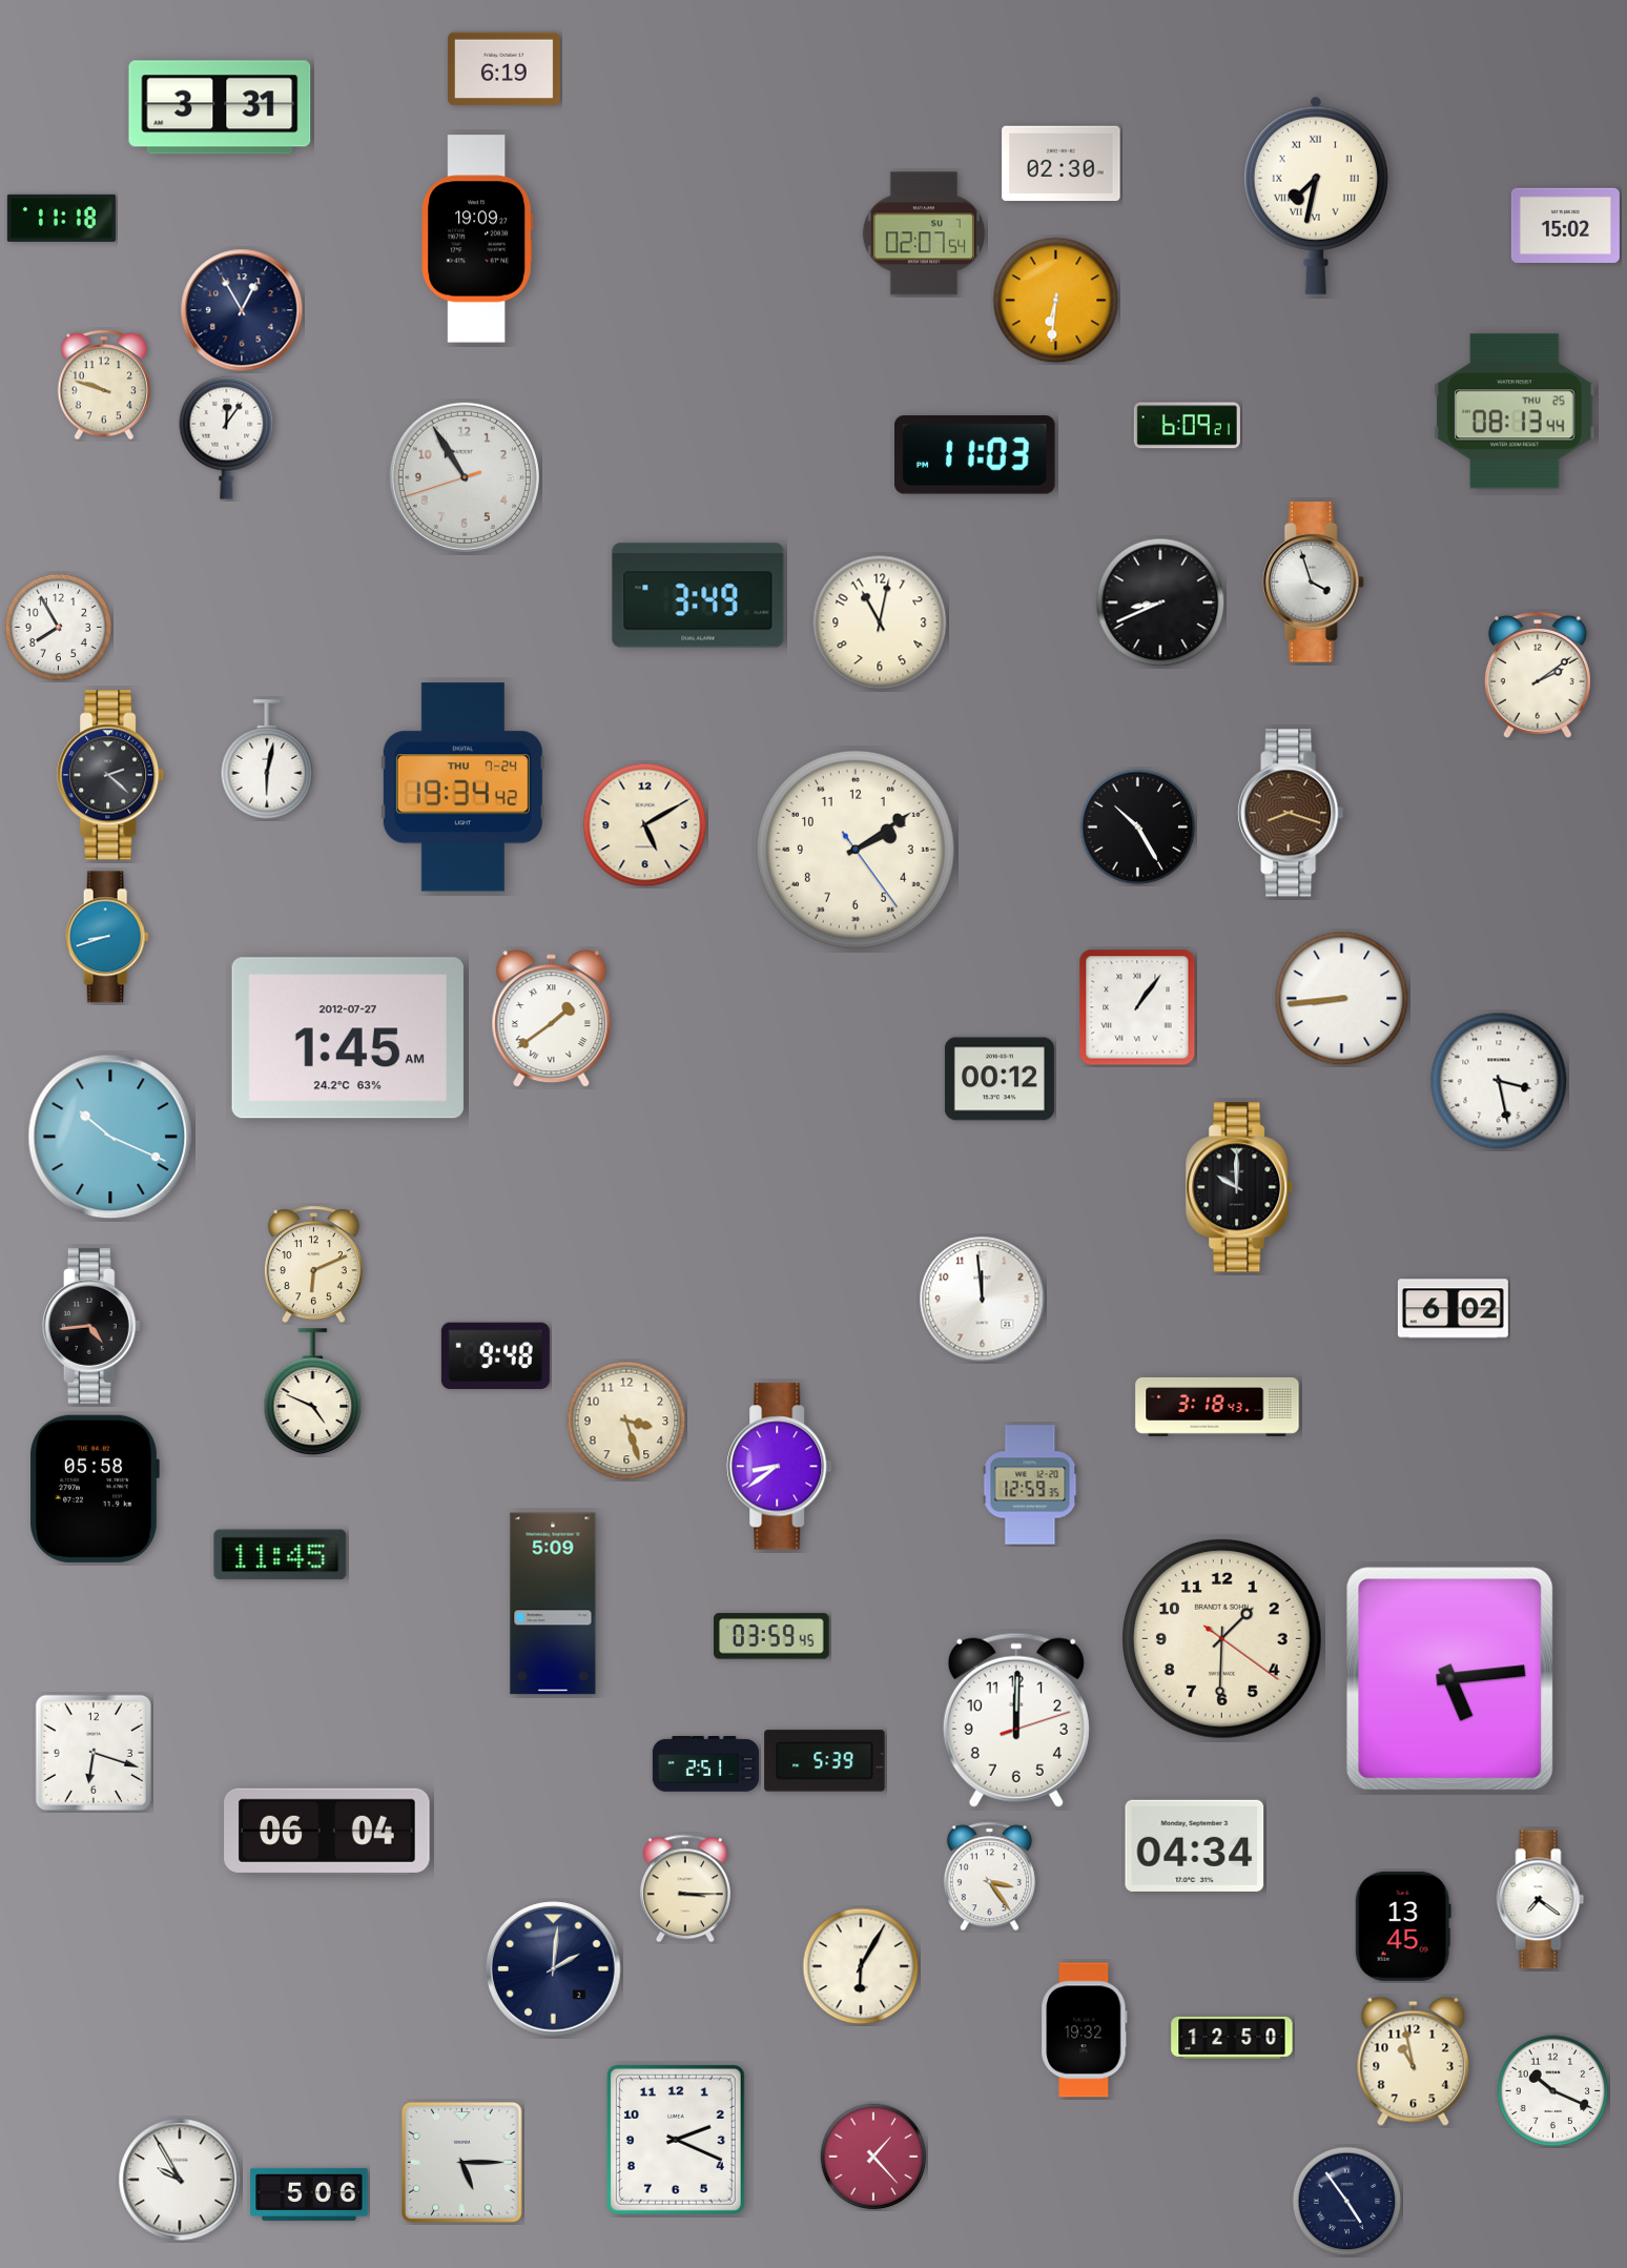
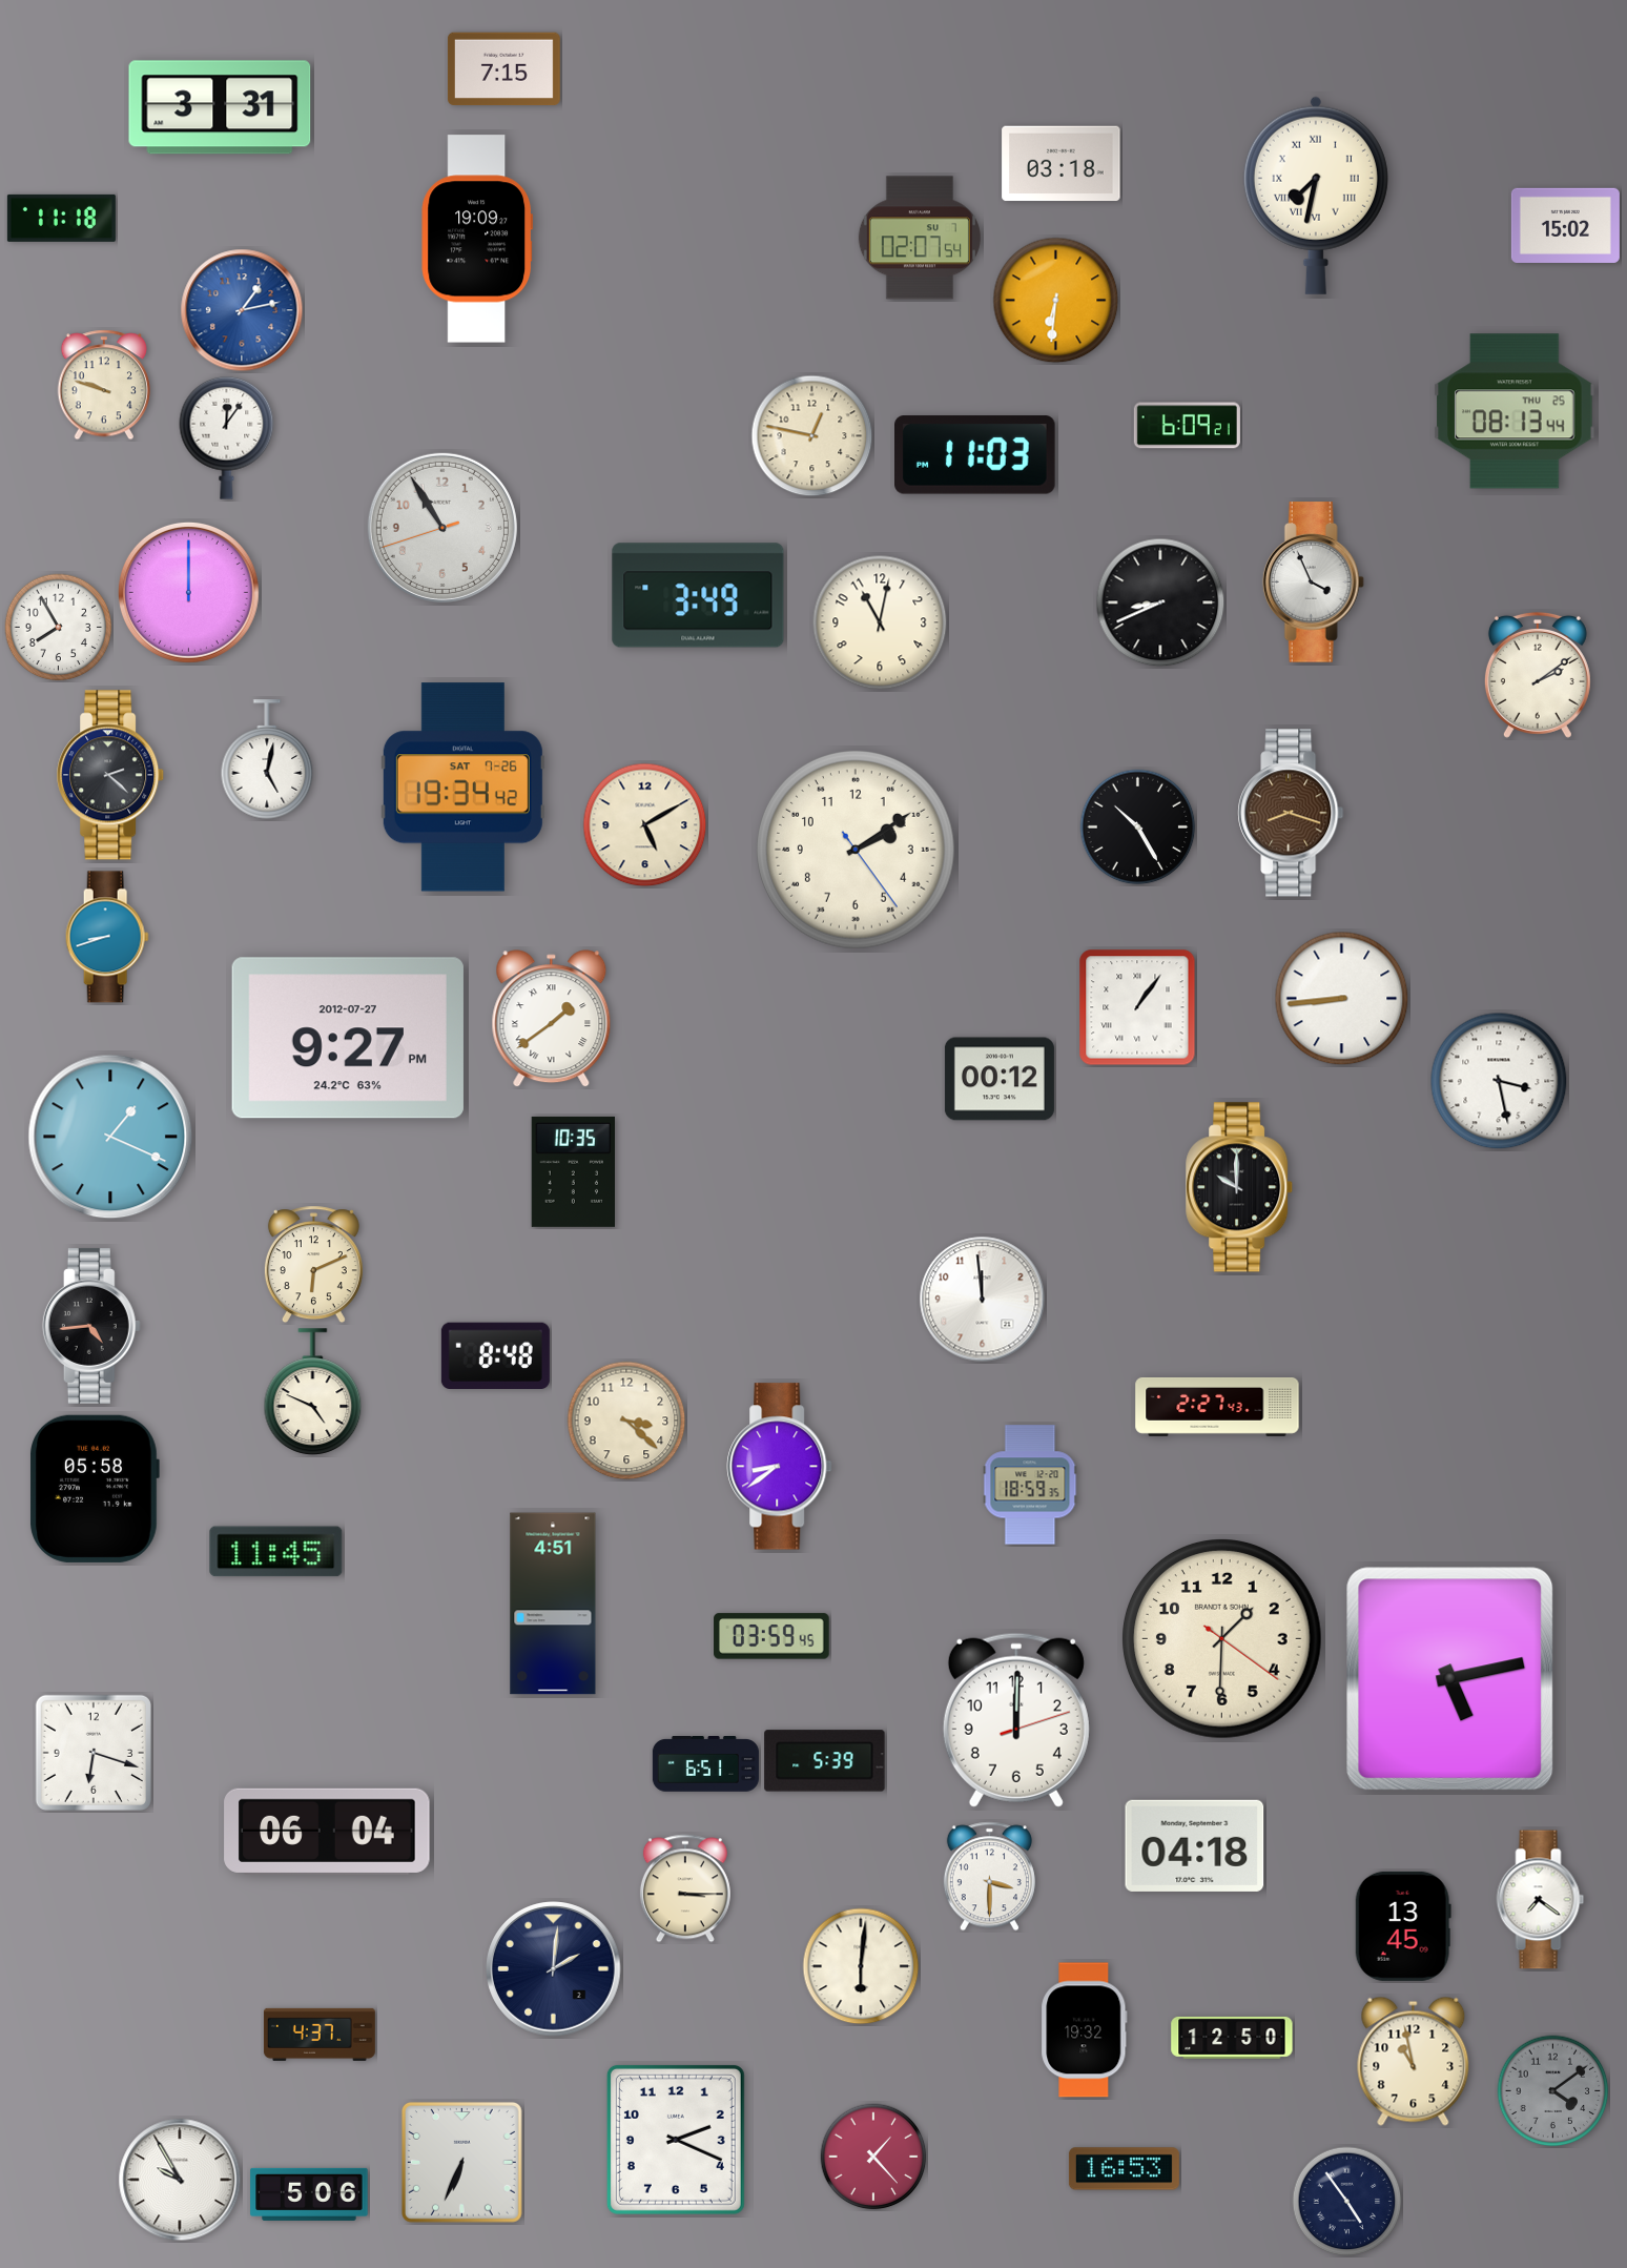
clock at (503, 69): 6:19 -> 7:15
clock at (1062, 164): 02:30 -> 03:18
clock at (924, 233) position: (924, 233) -> (920, 238)
clock at (242, 310): 12:55 -> 1:13
clock at (242, 310) dial: navy -> blue
clock at (812, 436): none -> 12:47
clock at (465, 477) position: (465, 477) -> (442, 528)
clock at (1313, 583): 3:57 -> 3:56
clock at (188, 592): none -> 12:00
clock at (267, 759): 6:02 -> 5:02
clock at (462, 788) date: THU 7-24 -> SAT 7-26
clock at (348, 1038): 1:45 -> 9:27
clock at (110, 1137): 10:19 -> 1:19
clock at (573, 1171): none -> 10:35
clock at (1453, 1309): 6:02 -> none
clock at (495, 1355): 9:48 -> 8:48
clock at (1217, 1407): 3:18 -> 2:27
clock at (626, 1421): 3:27 -> 3:22
clock at (1030, 1485): 12:59 -> 18:59
clock at (281, 1555) position: (281, 1555) -> (276, 1552)
clock at (553, 1603): 5:09 -> 4:51
clock at (1450, 1679): 5:14 -> 5:13
clock at (705, 1764): 2:51 -> 6:51
clock at (1195, 1845): 04:34 -> 04:18
clock at (989, 1877): 3:24 -> 3:30
clock at (861, 1966): 6:05 -> 6:01
clock at (320, 2035): none -> 4:37
clock at (1553, 2091): 10:19 -> 4:09
clock at (1553, 2091) dial: white -> grey
clock at (461, 2162): 5:15 -> 6:34
clock at (1124, 2169): none -> 16:53
